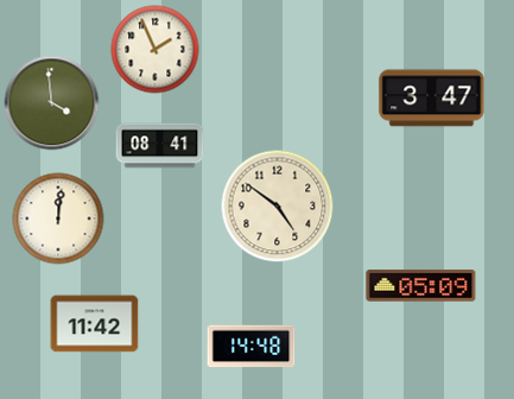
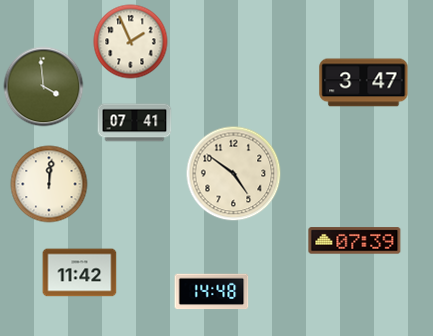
clock at (160, 146): 08:41 -> 07:41
clock at (421, 286): 05:09 -> 07:39
